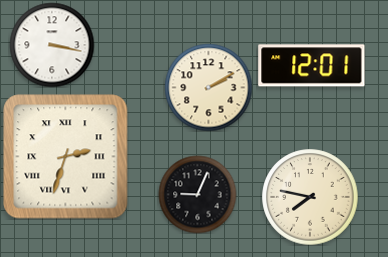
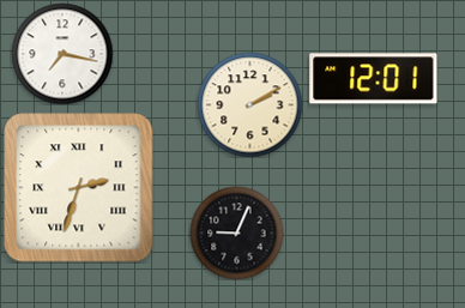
clock at (52, 45): 3:17 -> 7:17
clock at (310, 197): 7:47 -> none
